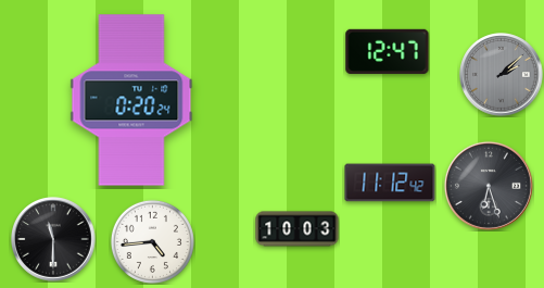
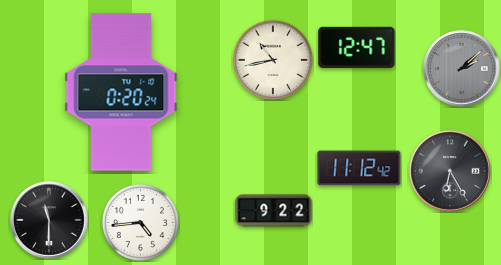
clock at (273, 60): none -> 10:43
clock at (489, 186): 6:27 -> 6:25
clock at (298, 229): 10:03 -> 9:22
